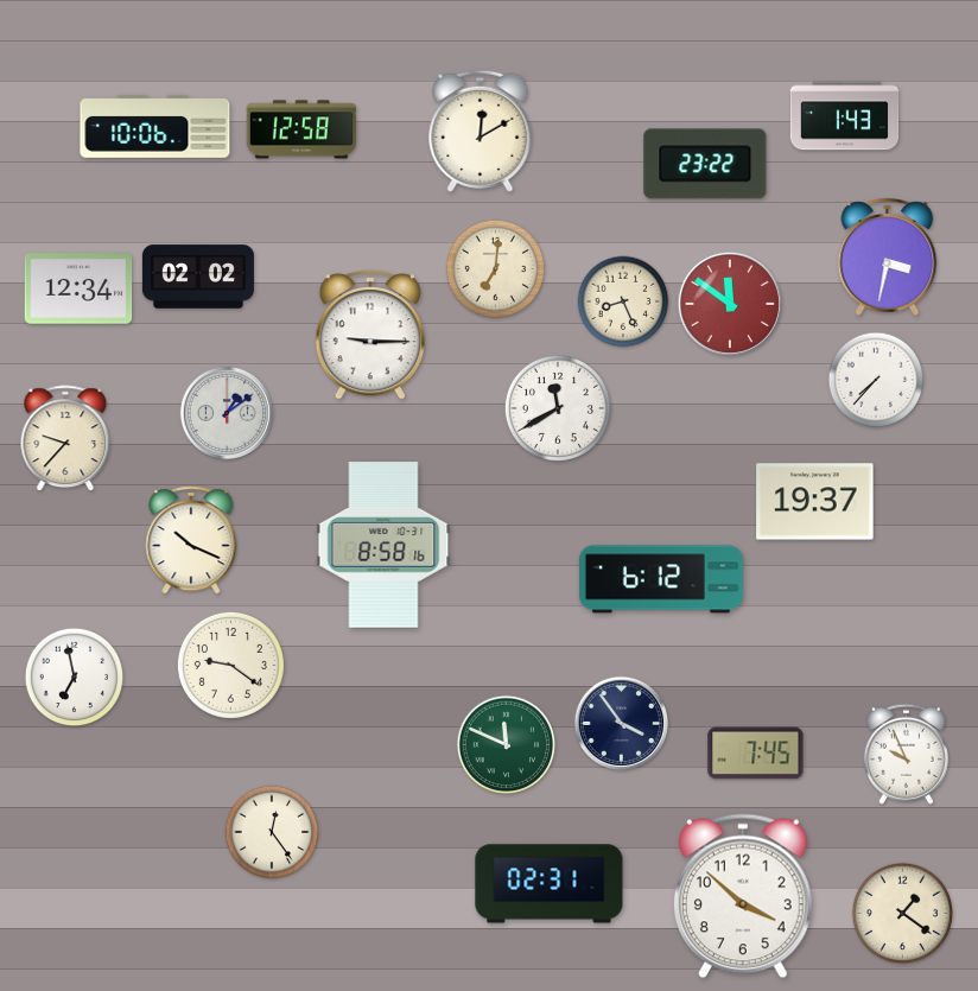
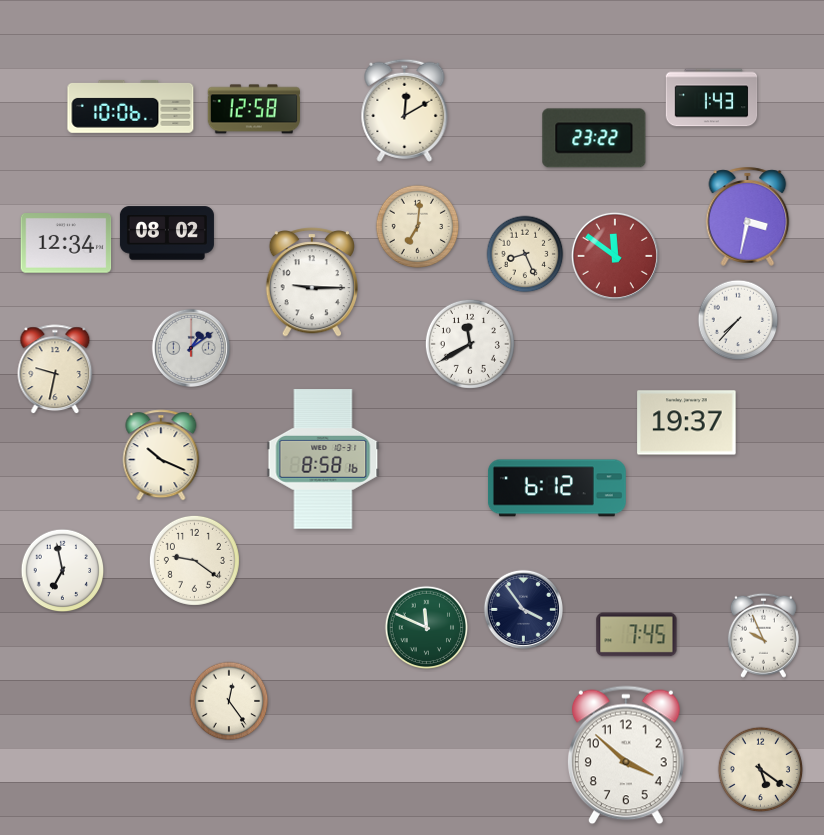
clock at (198, 277): 02:02 -> 08:02
clock at (65, 439): 9:37 -> 9:32
clock at (550, 884): 02:31 -> none
clock at (902, 913): 1:21 -> 5:21
